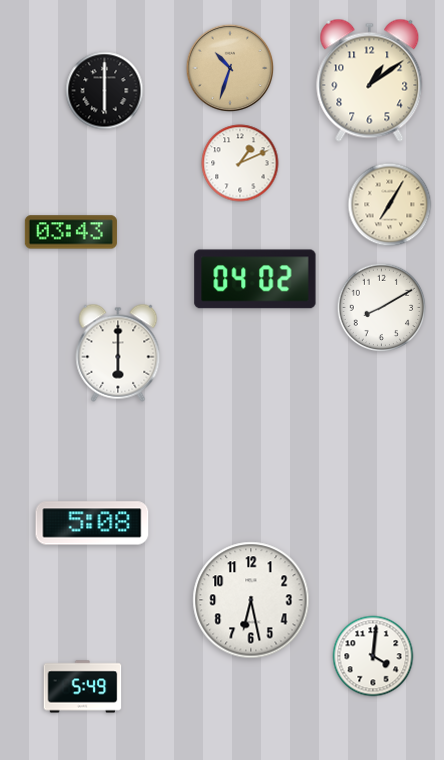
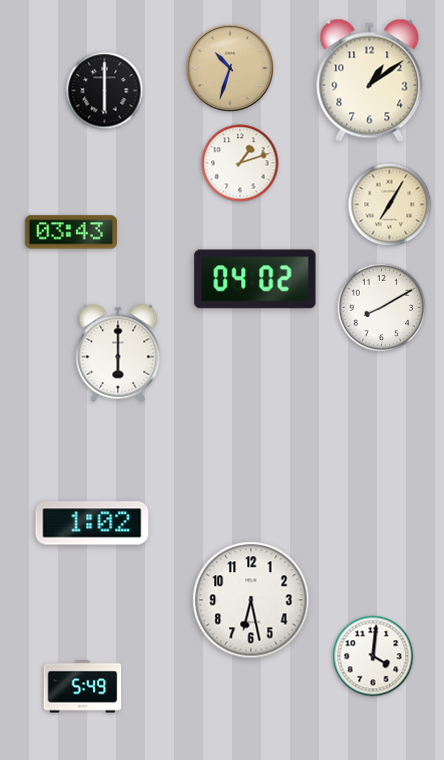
clock at (240, 163): 1:11 -> 1:12
clock at (92, 523): 5:08 -> 1:02
